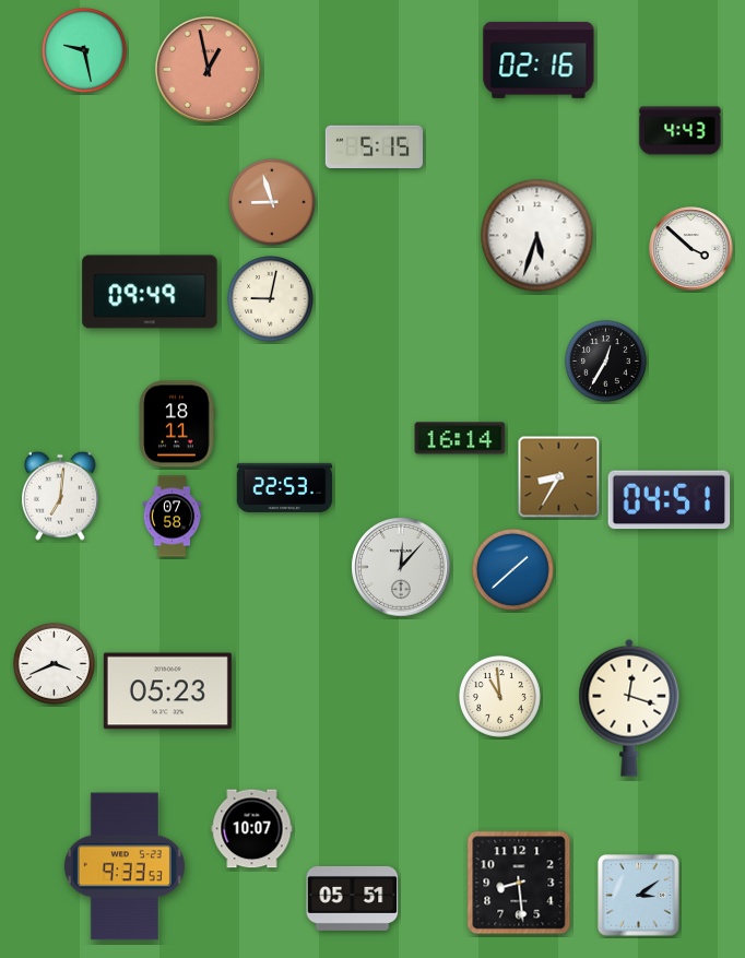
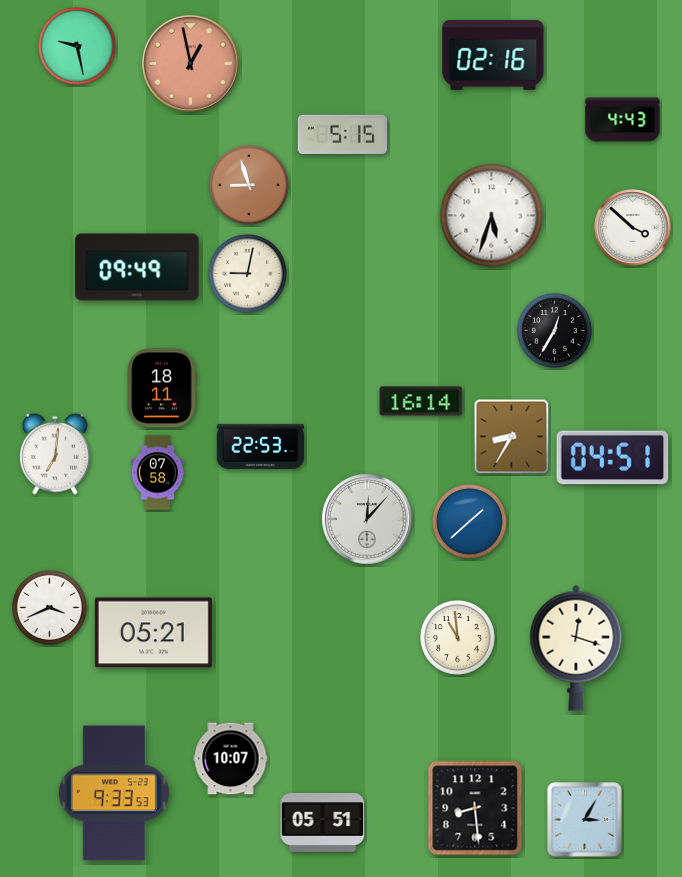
clock at (167, 691): 05:23 -> 05:21
clock at (639, 896): 3:09 -> 3:05
